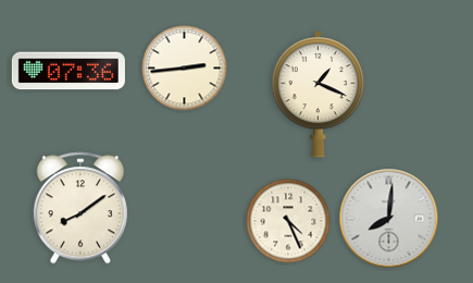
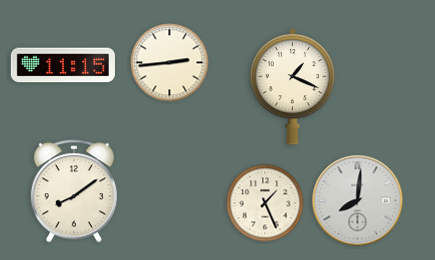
clock at (69, 71): 07:36 -> 11:15
clock at (288, 221): 4:26 -> 1:26
